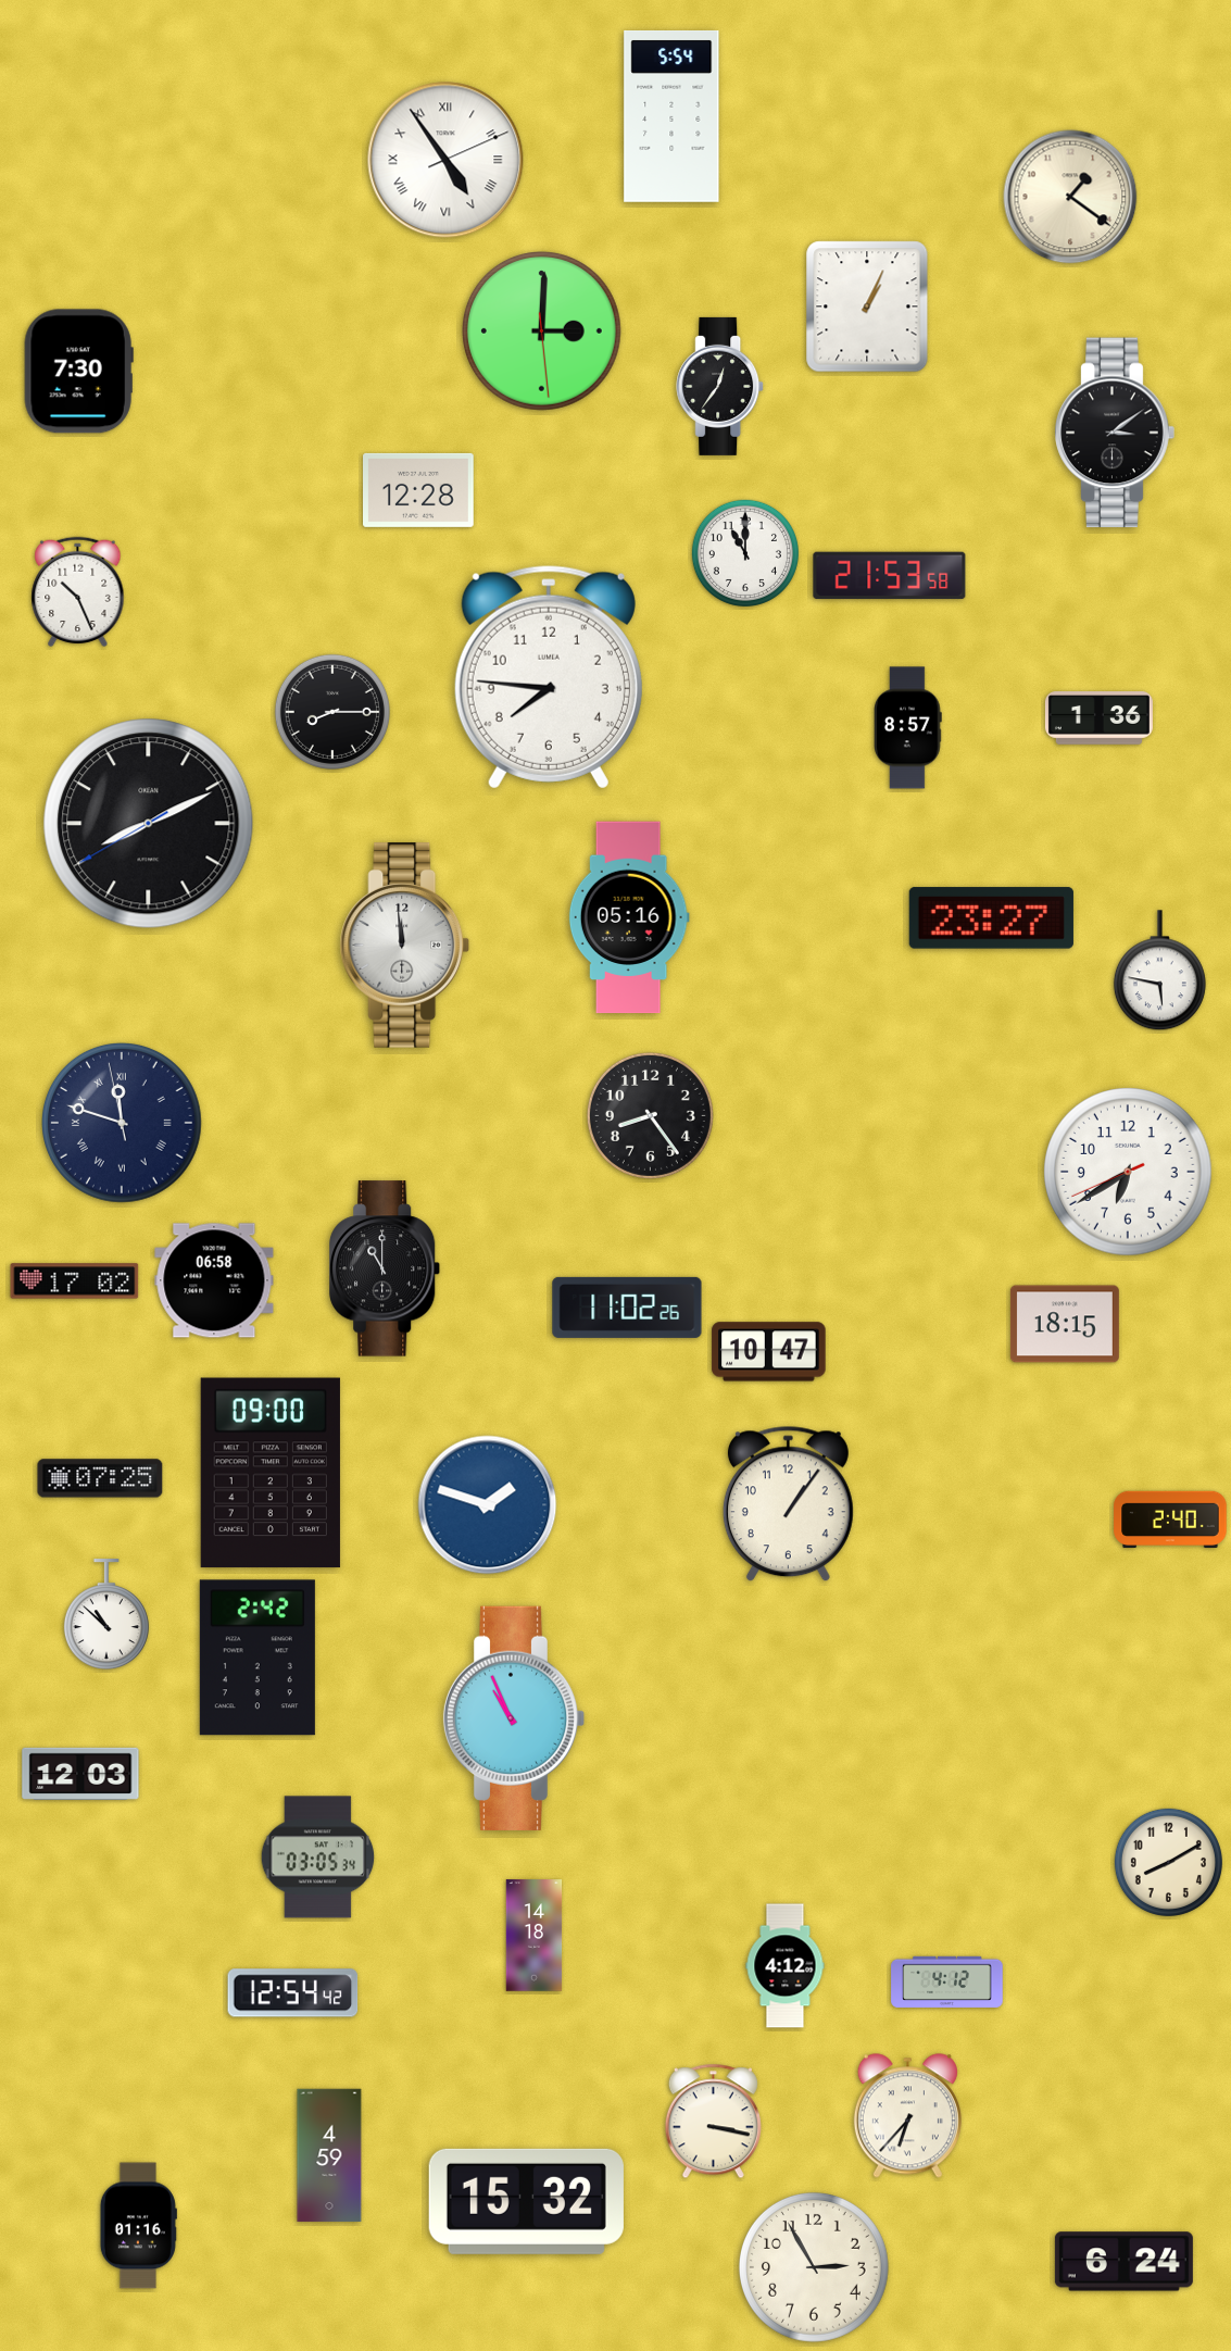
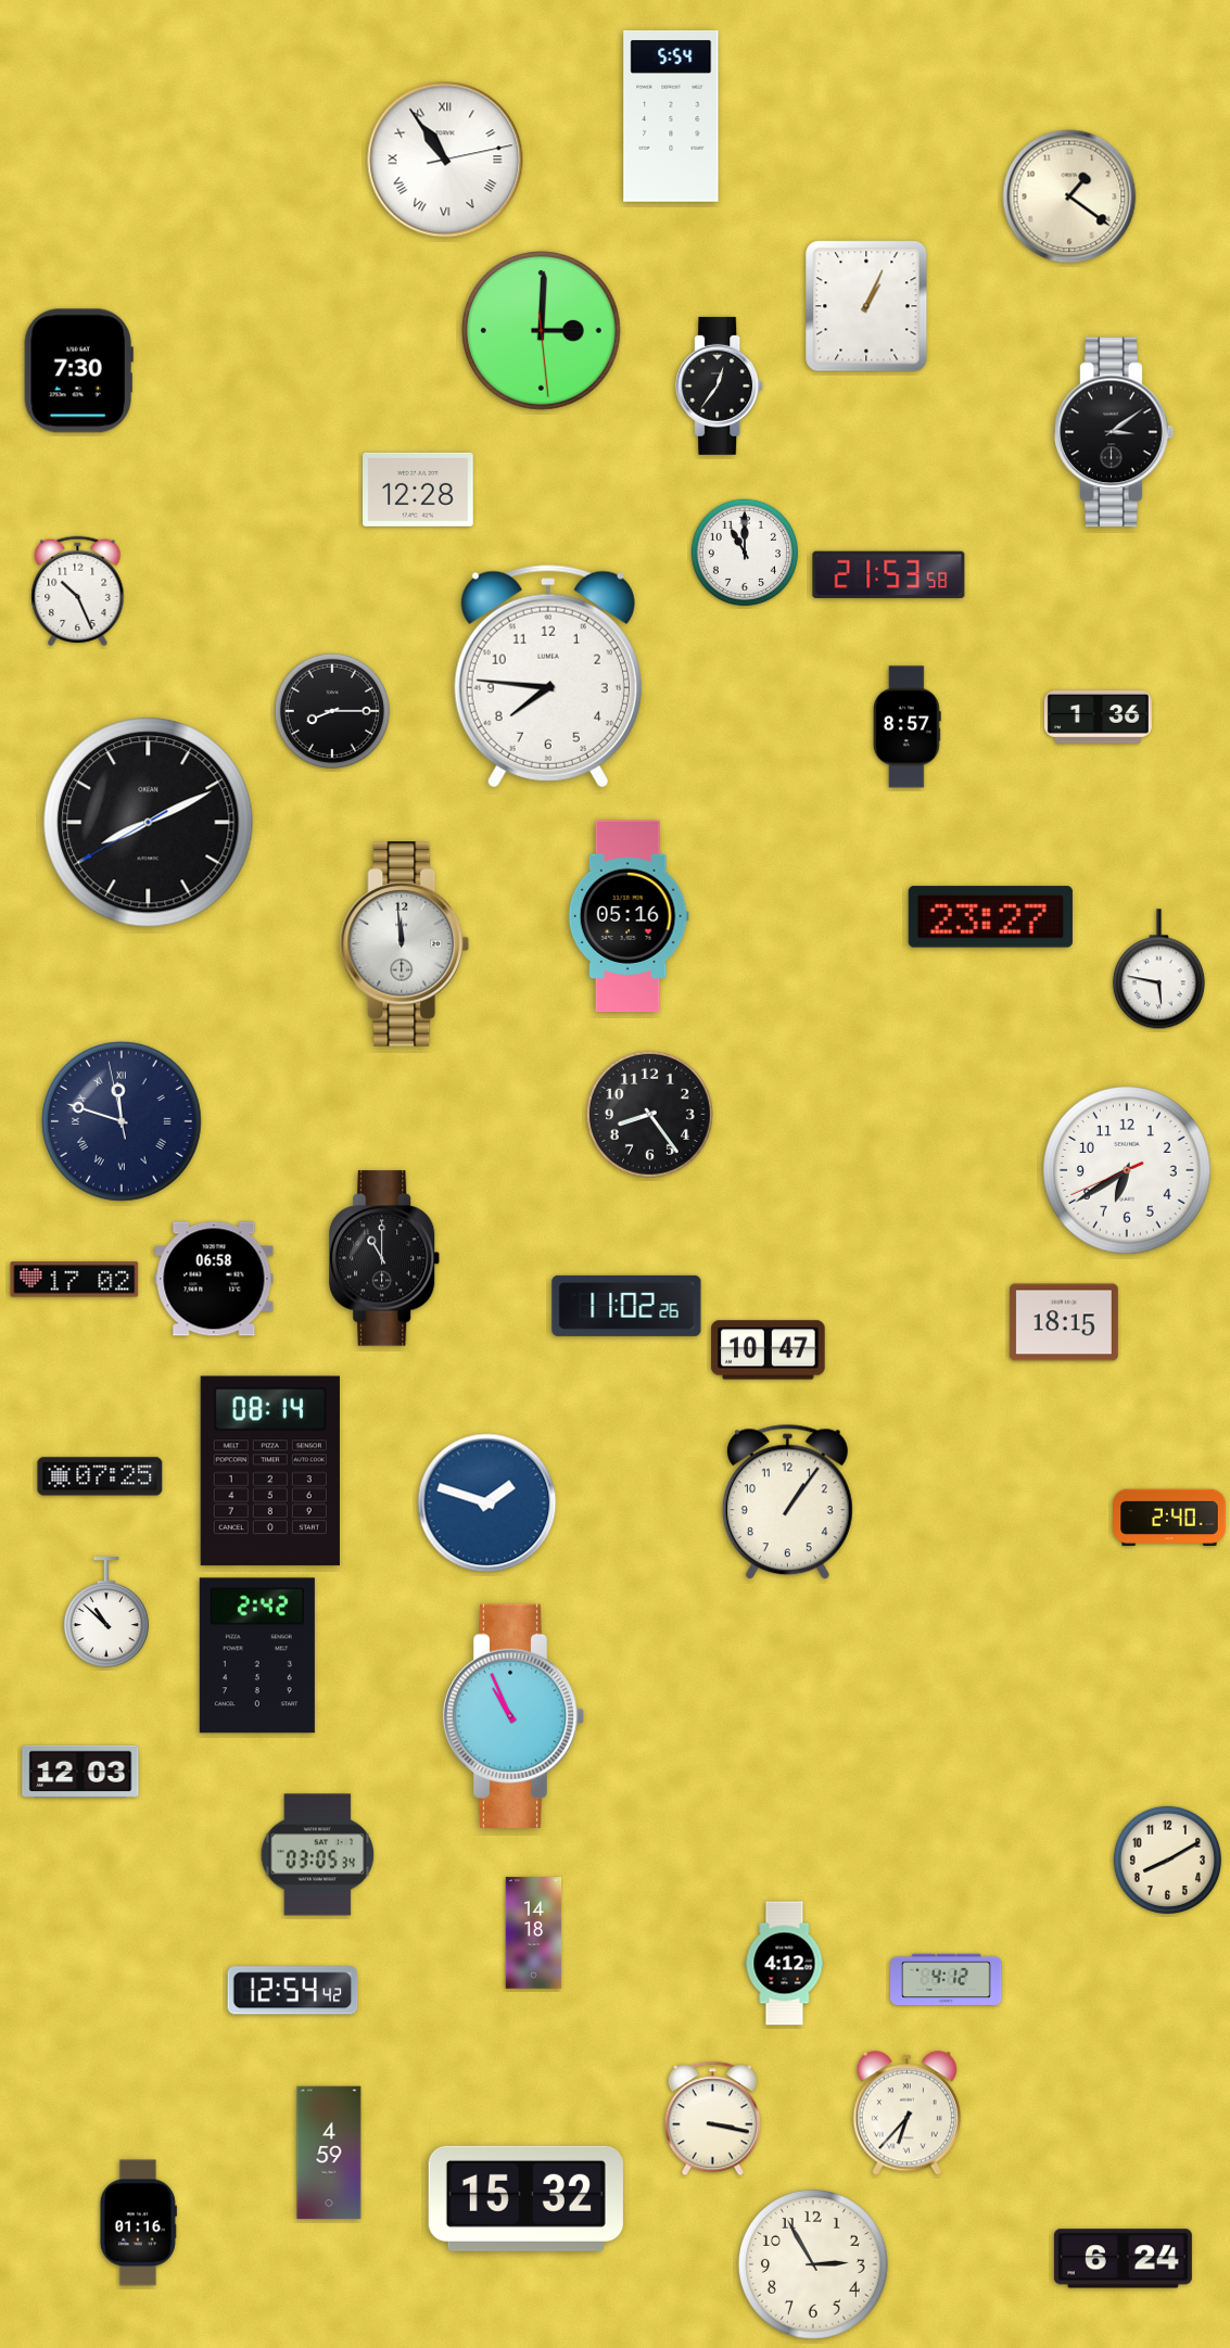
clock at (445, 160): 4:54 -> 10:54
clock at (385, 1268) position: (385, 1268) -> (384, 1258)
clock at (271, 1473): 09:00 -> 08:14
